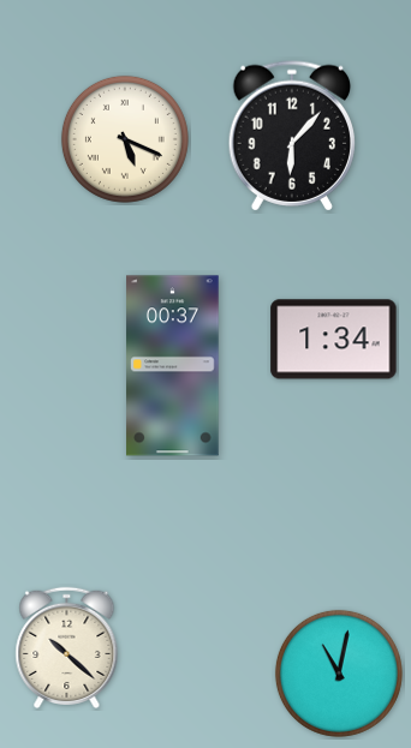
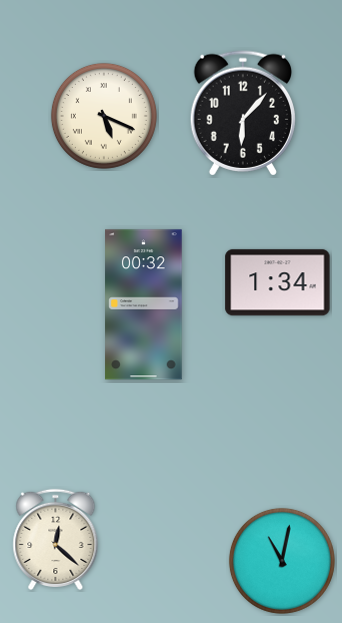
clock at (173, 366): 00:37 -> 00:32
clock at (67, 647): 10:22 -> 12:22
